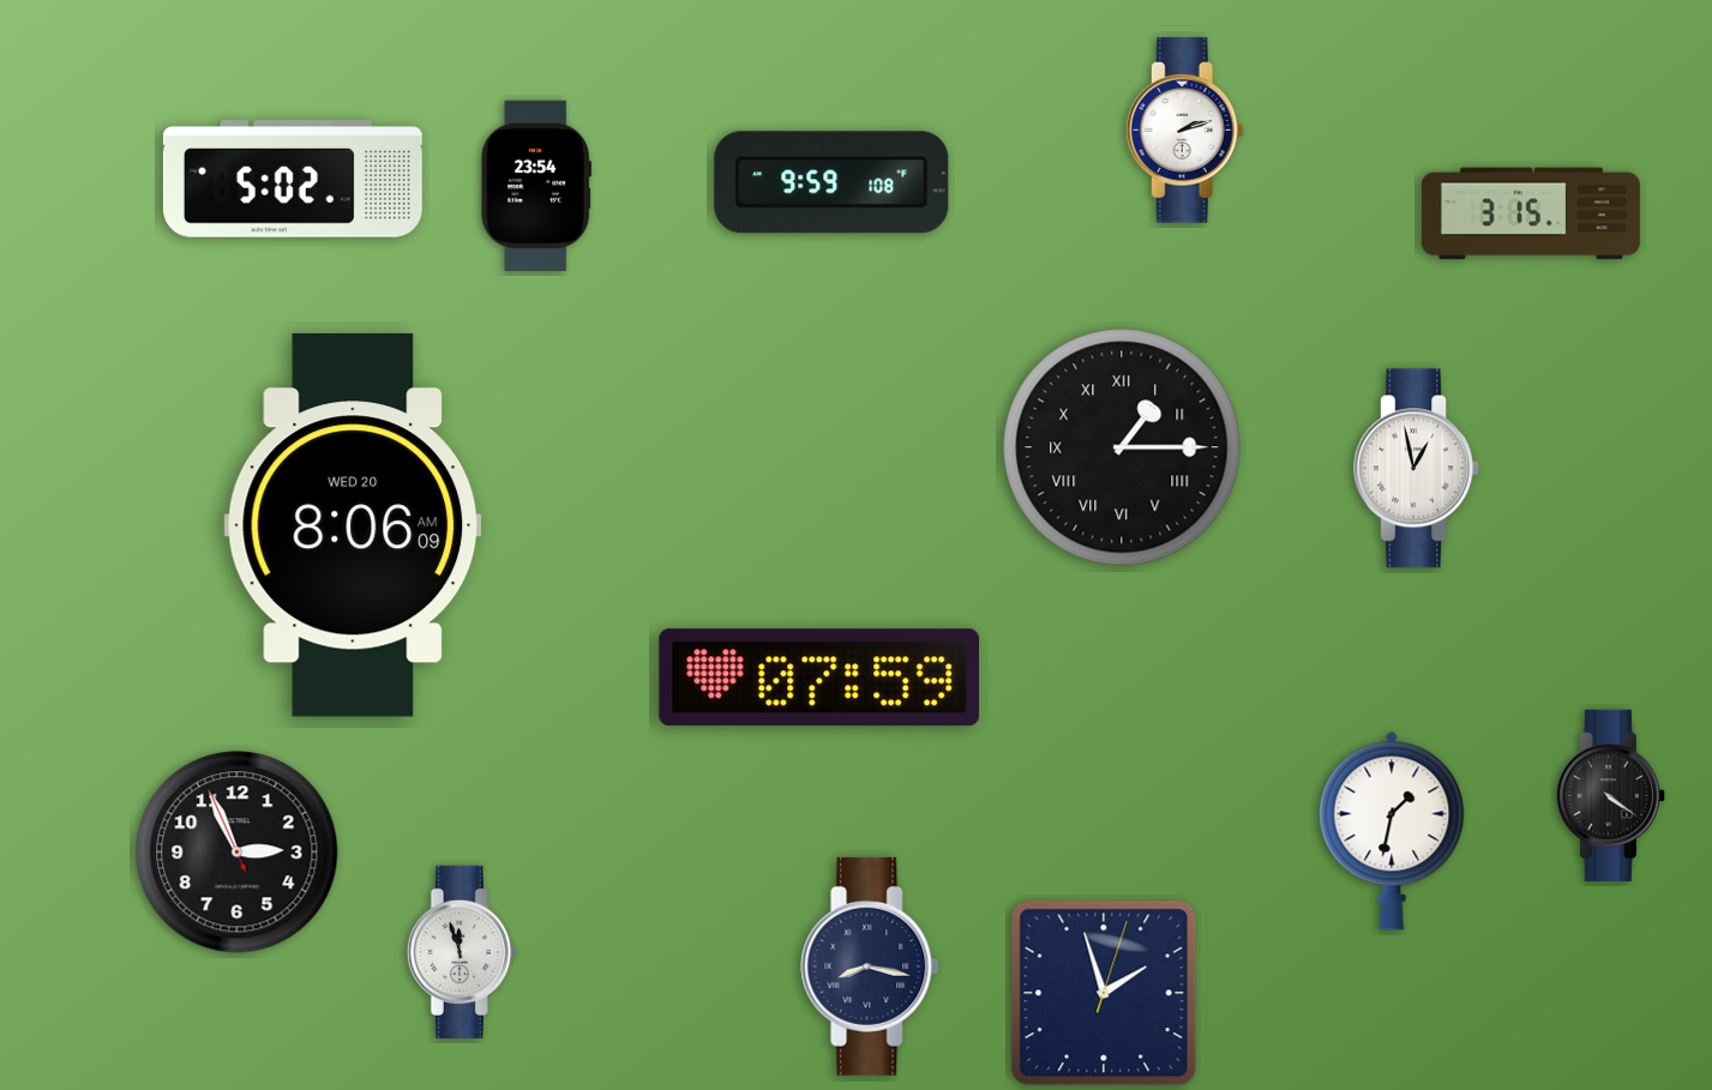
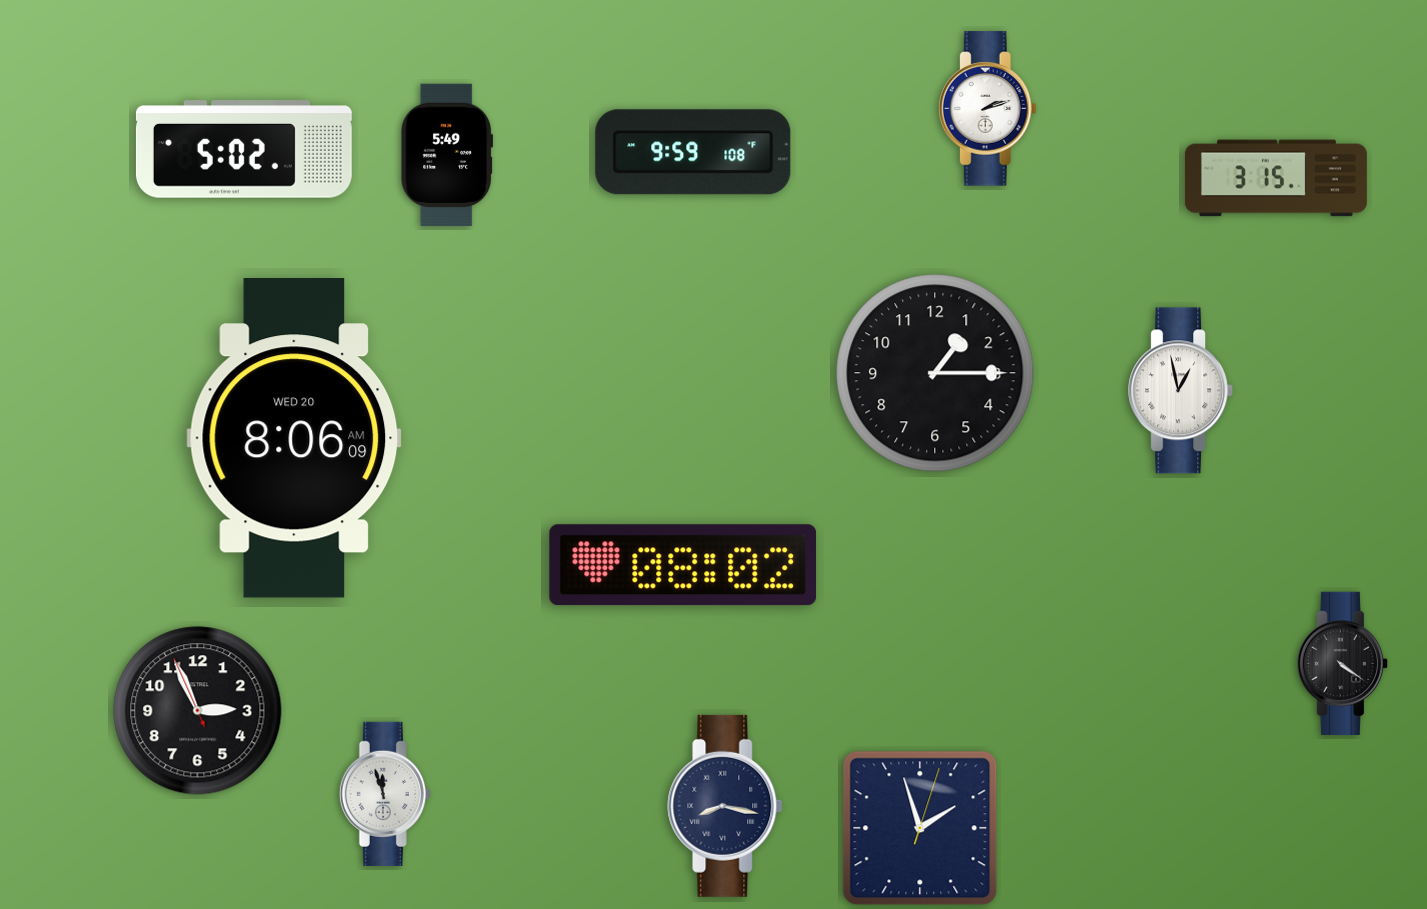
clock at (535, 185): 23:54 -> 5:49
clock at (1122, 447) numerals: Roman -> Arabic
clock at (819, 678): 07:59 -> 08:02
clock at (1392, 831): 1:32 -> none
